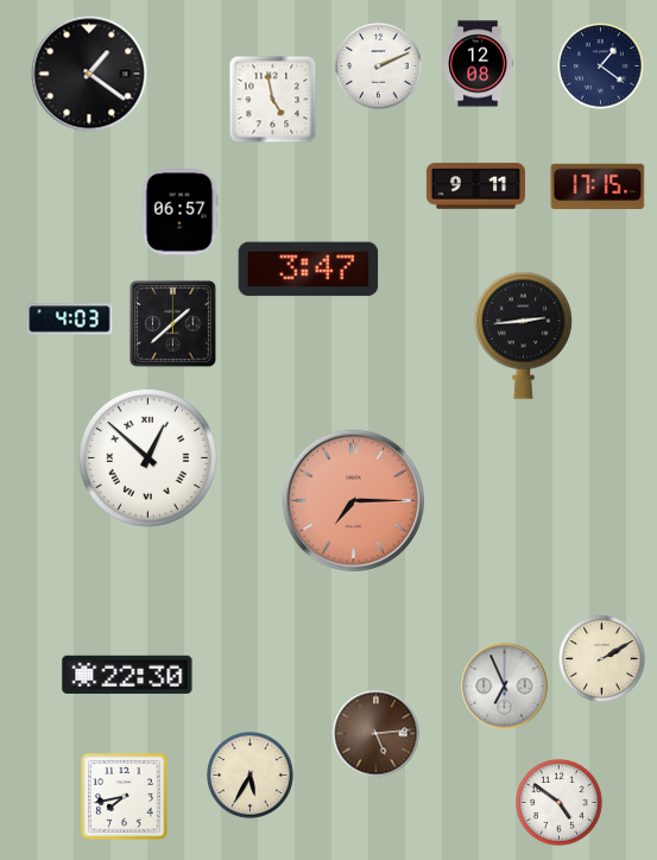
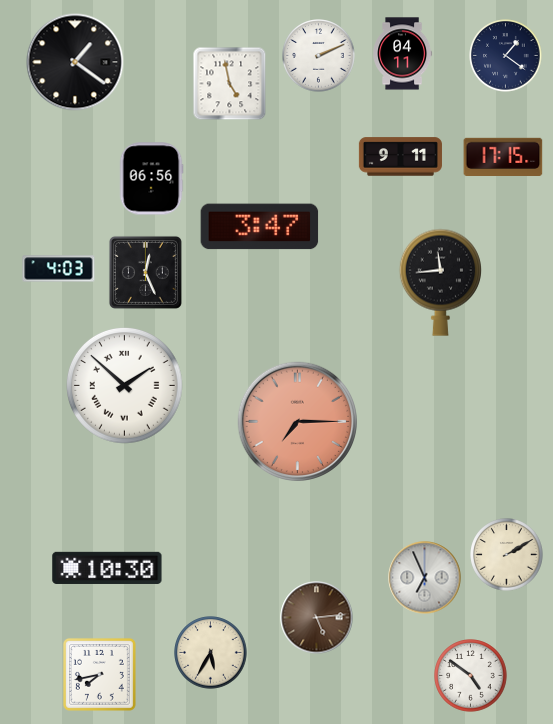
clock at (479, 64): 12:08 -> 04:11
clock at (179, 213): 06:57 -> 06:56
clock at (172, 323): 1:38 -> 12:26
clock at (523, 335): 2:44 -> 11:44
clock at (149, 459): 12:52 -> 1:52
clock at (127, 674): 22:30 -> 10:30
clock at (124, 796) position: (124, 796) -> (99, 674)
